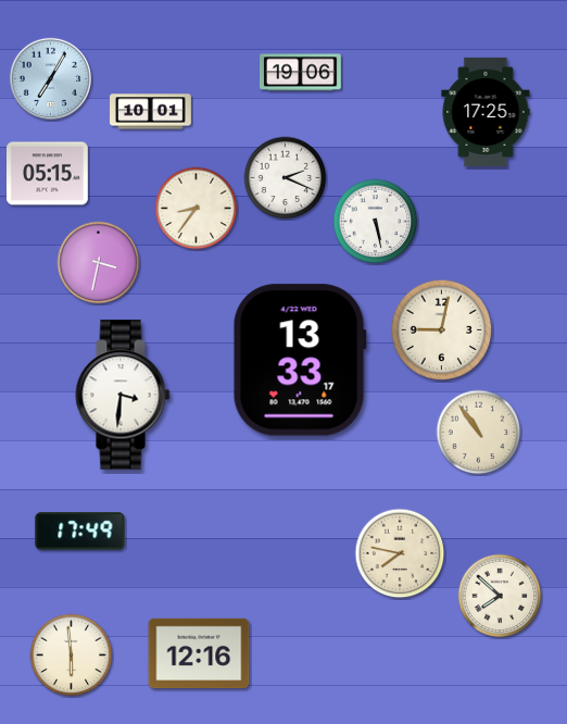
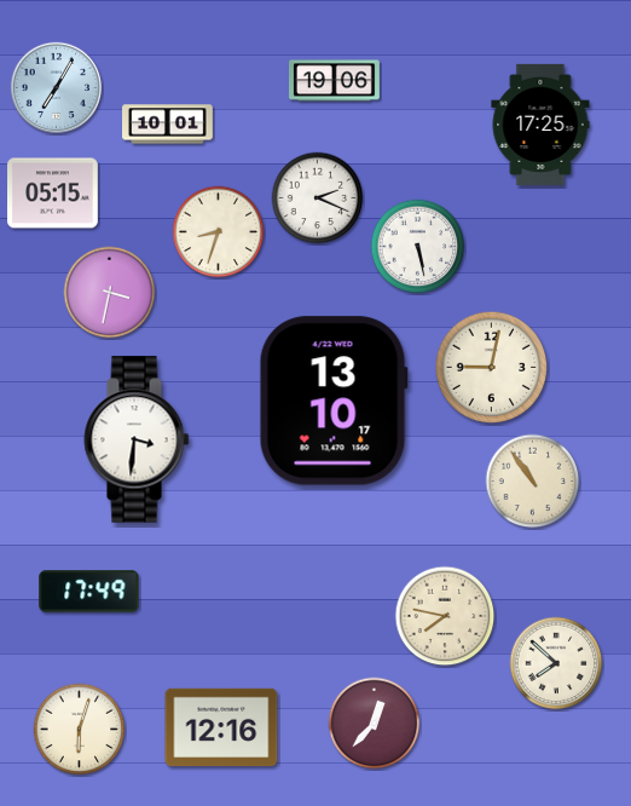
clock at (197, 209): 8:36 -> 8:33
clock at (300, 360): 13:33 -> 13:10
clock at (375, 724): none -> 12:37
clock at (72, 656): 5:59 -> 6:03
